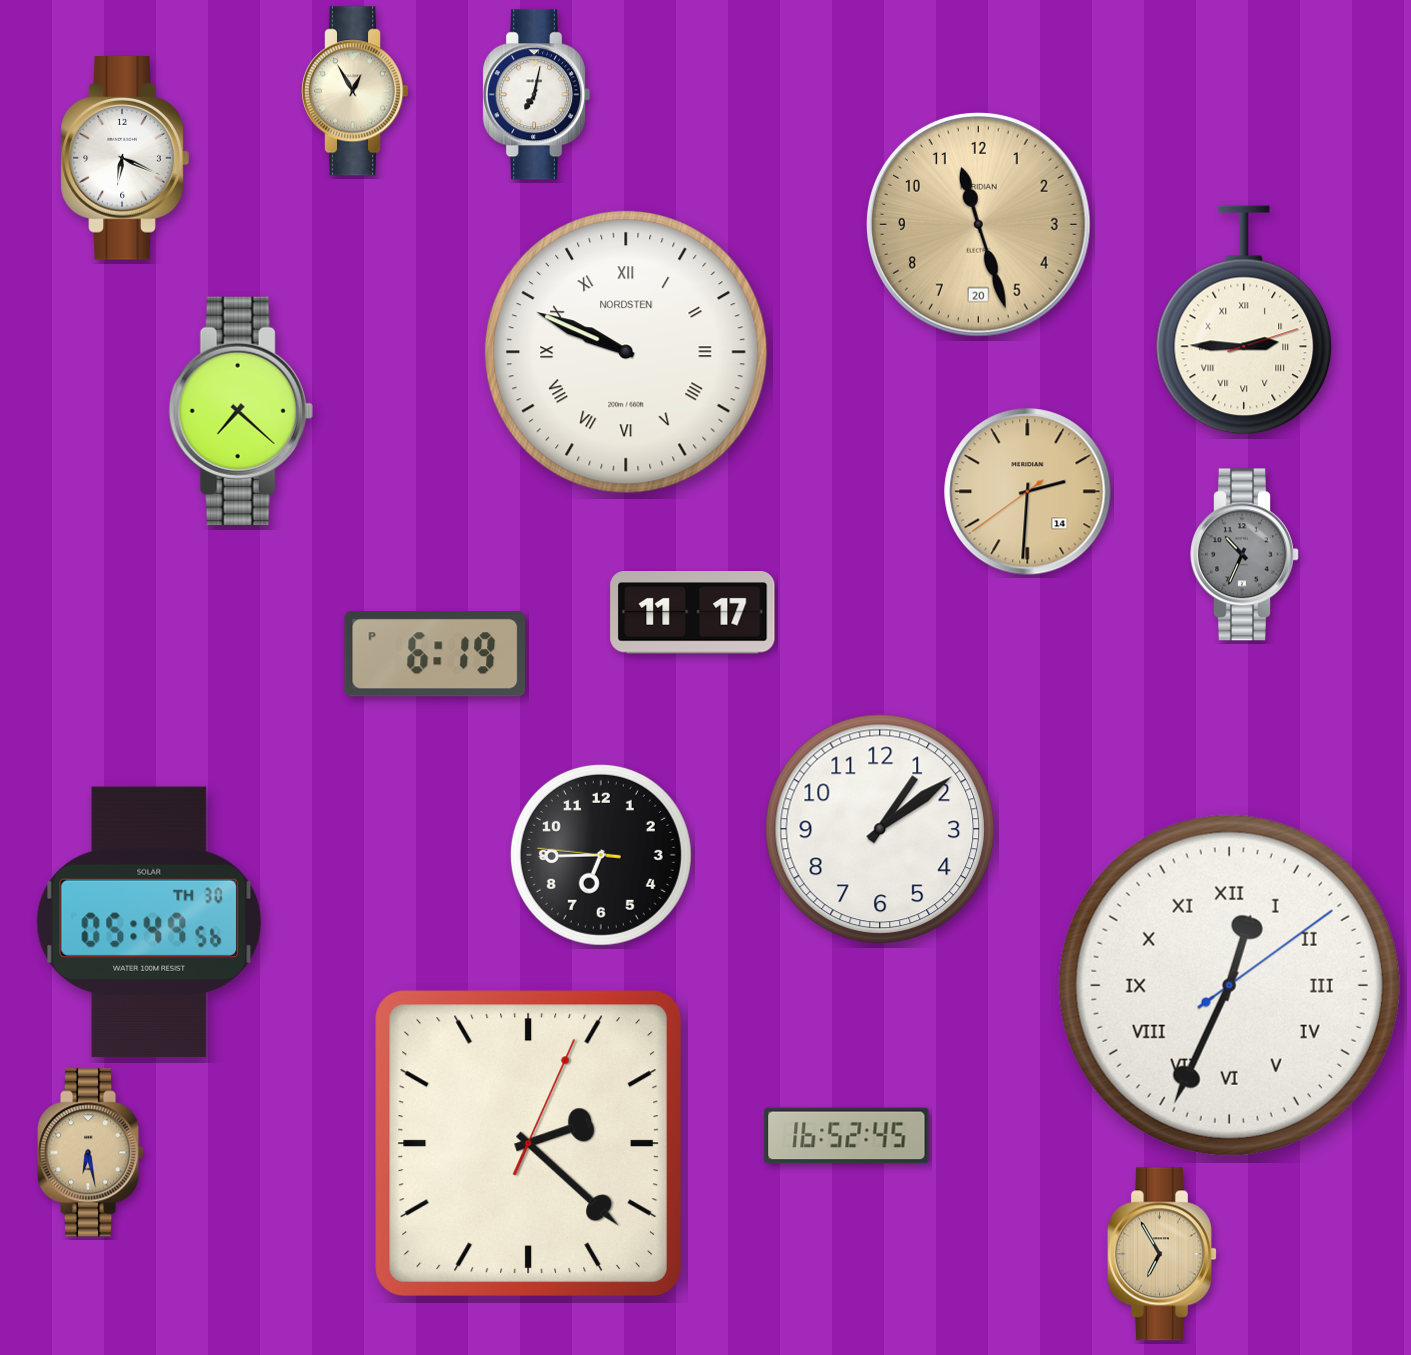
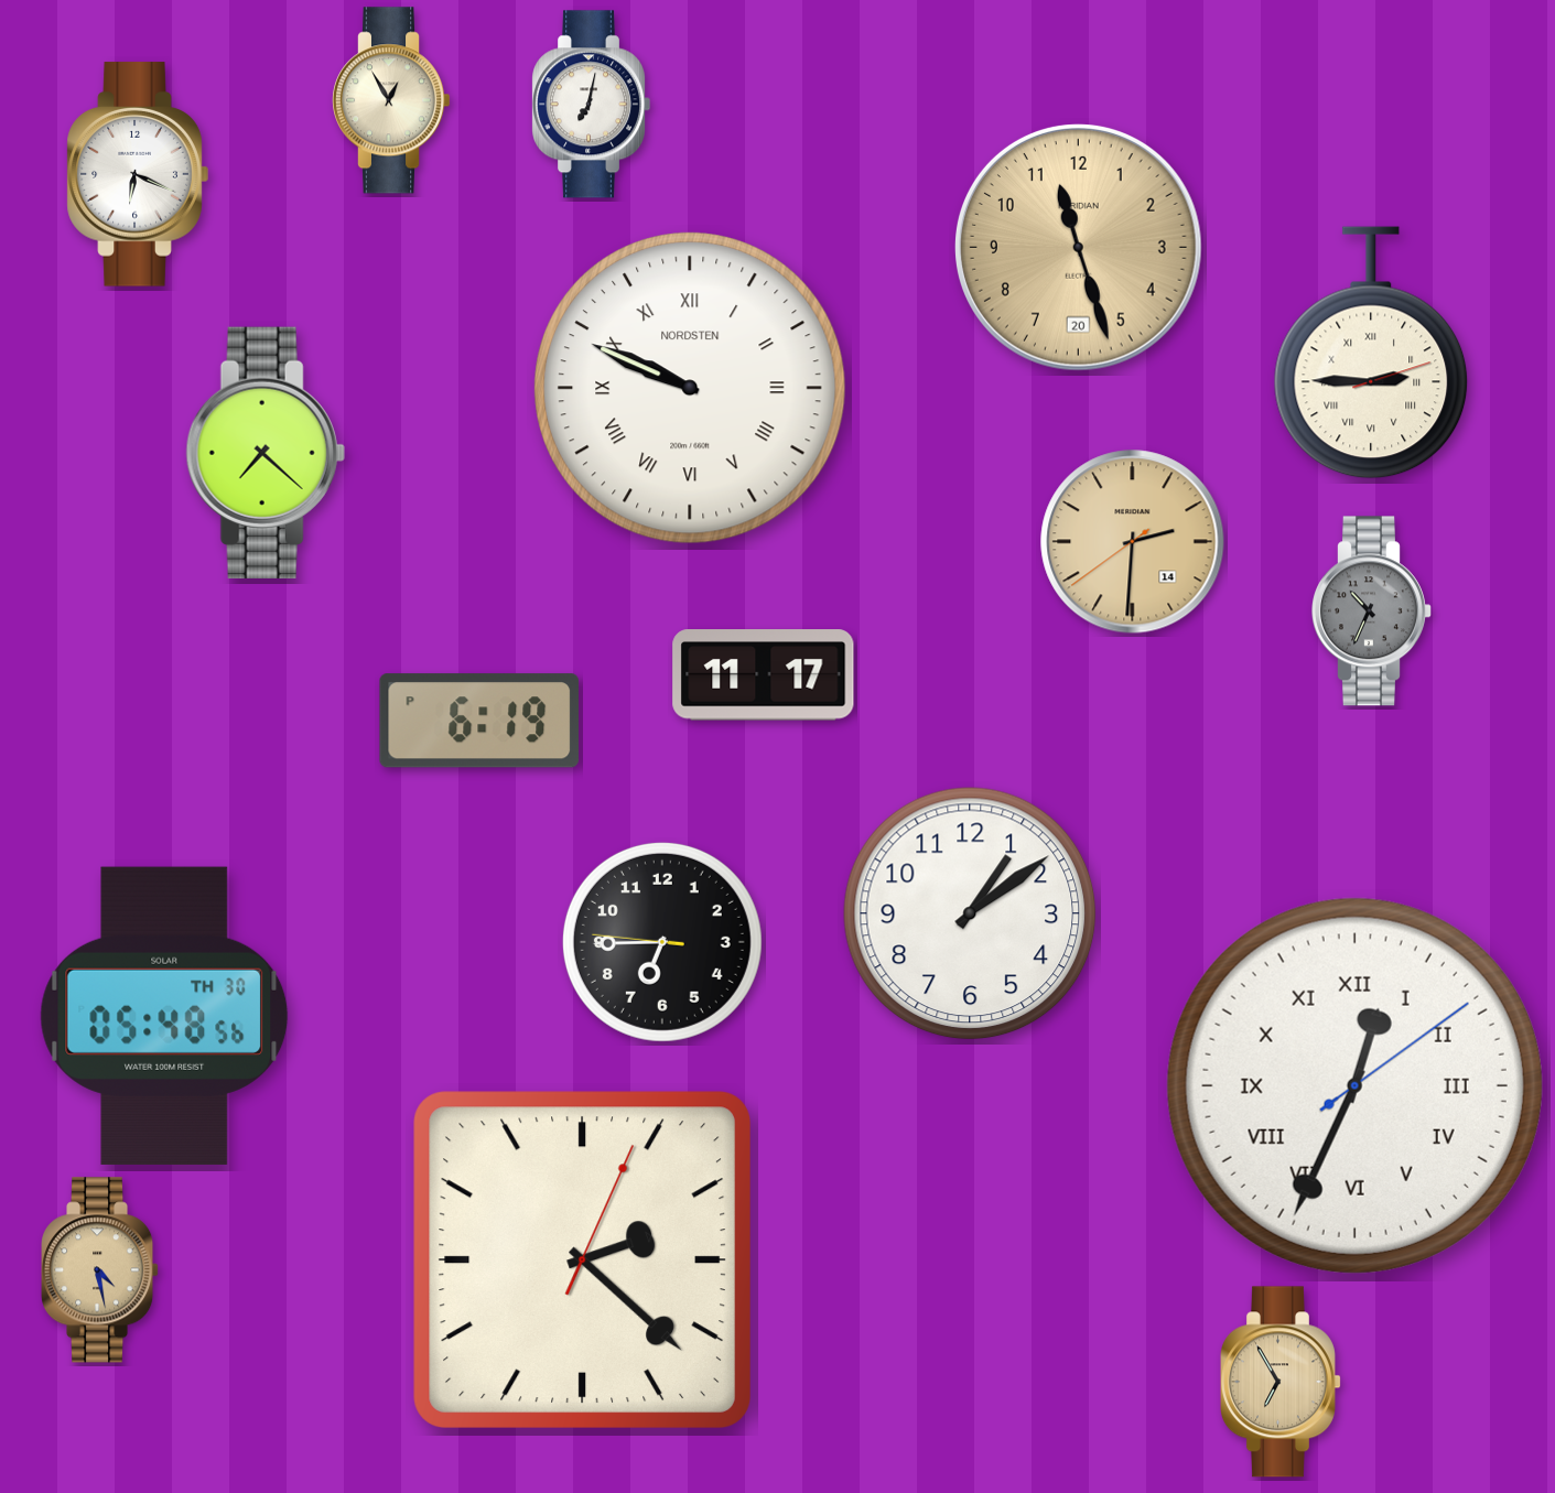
clock at (149, 922): 05:49 -> 05:48
clock at (847, 1136): 16:52 -> none
clock at (92, 1153): 6:28 -> 4:28
